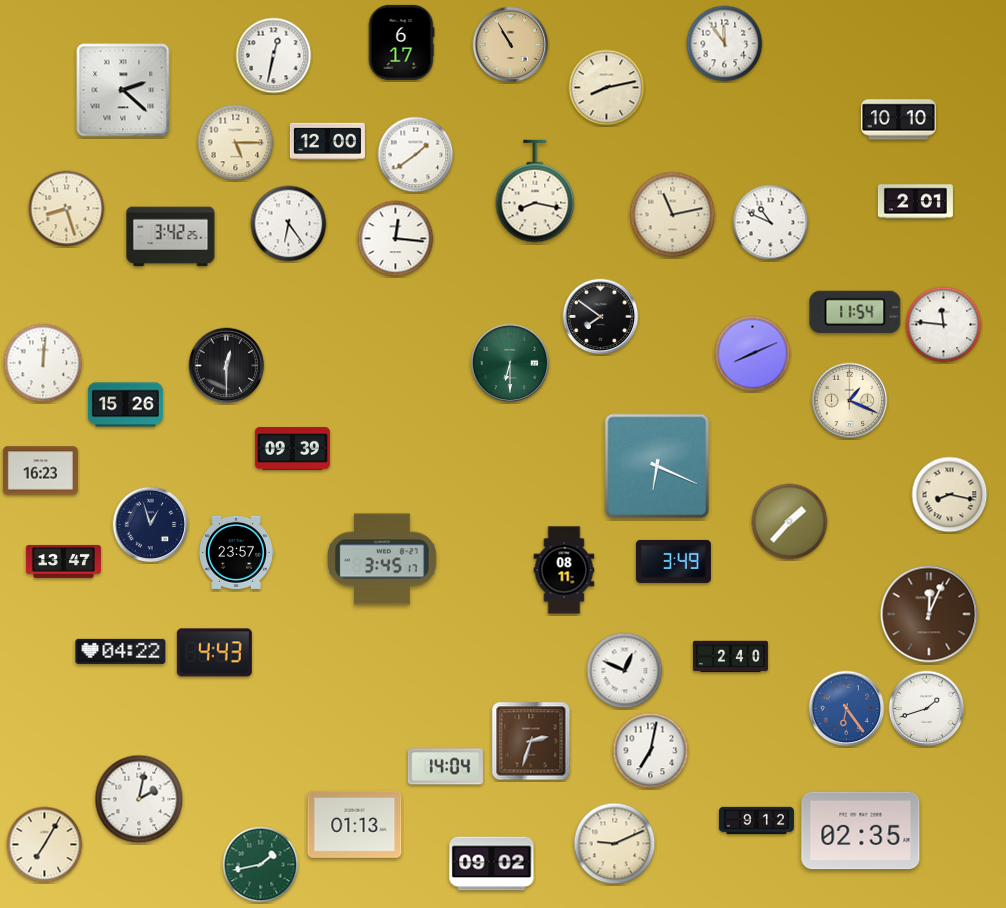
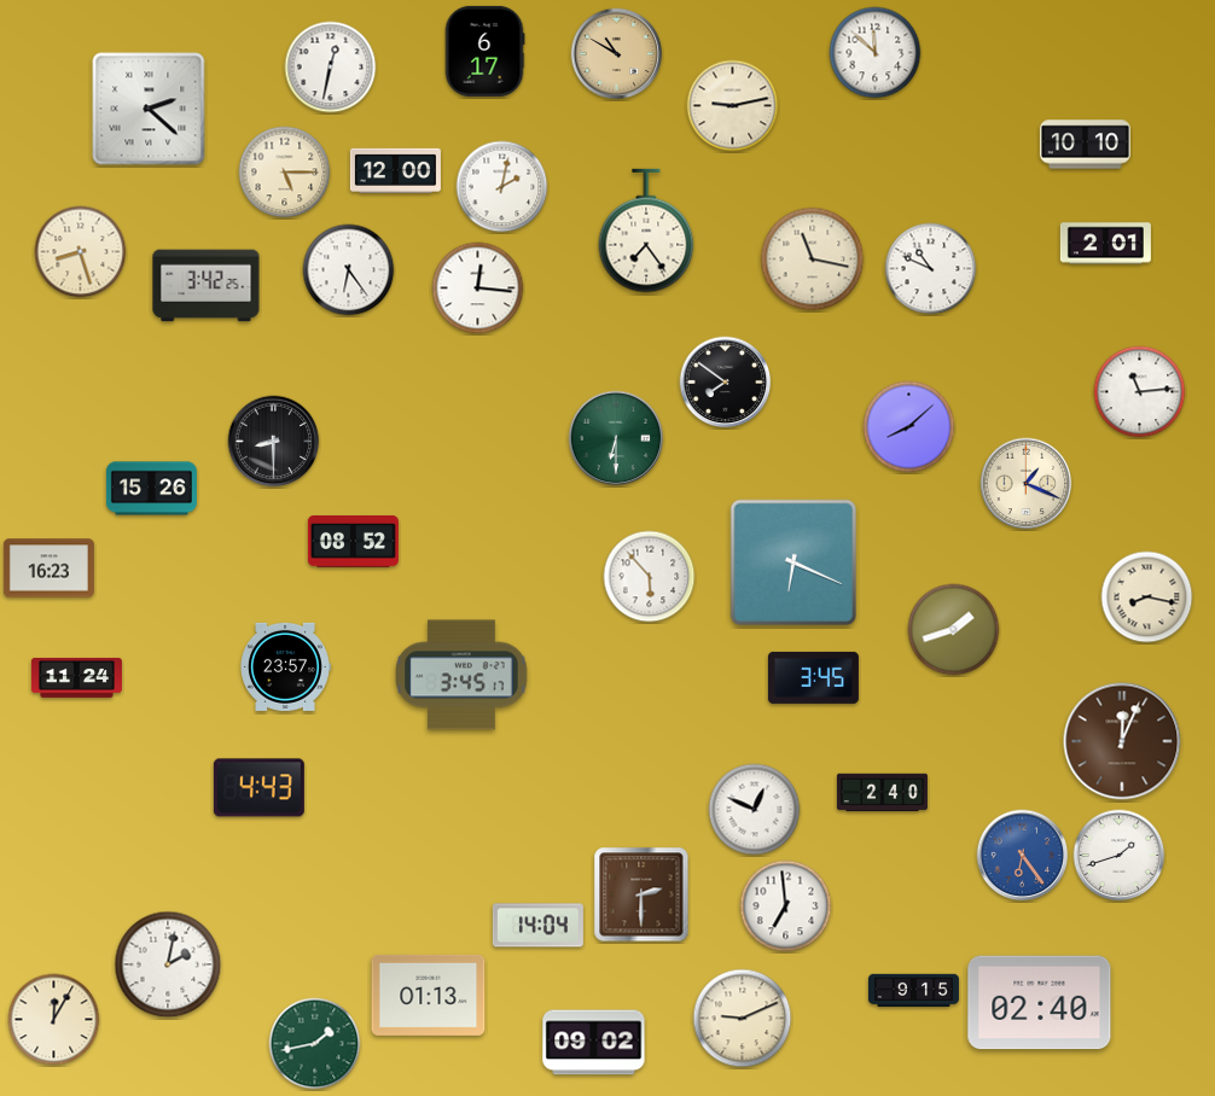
clock at (725, 44): 11:54 -> 11:52
clock at (511, 45): 10:55 -> 10:50
clock at (607, 88): 8:13 -> 9:13
clock at (416, 155): 1:39 -> 2:02
clock at (535, 191): 8:17 -> 7:24
clock at (673, 215): 11:13 -> 11:17
clock at (855, 312): 11:54 -> none
clock at (944, 325): 11:46 -> 11:14
clock at (753, 354): 8:11 -> 8:08
clock at (43, 363): 12:01 -> none
clock at (227, 366): 12:30 -> 8:30
clock at (292, 449): 09:39 -> 08:52
clock at (650, 577): none -> 5:53
clock at (790, 522): 1:37 -> 1:42
clock at (151, 525): 12:57 -> none
clock at (673, 561): 3:49 -> 3:45
clock at (63, 562): 13:47 -> 11:24
clock at (564, 570): 08:11 -> none
clock at (121, 651): 04:22 -> none
clock at (531, 741): 2:33 -> 2:30
clock at (651, 751): 7:02 -> 6:59
clock at (756, 821): 9:12 -> 9:15
clock at (861, 831): 02:35 -> 02:40
clock at (45, 845): 7:05 -> 12:05
